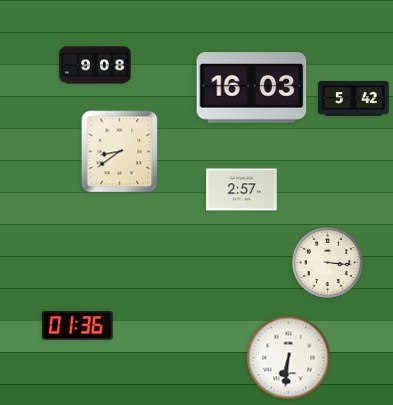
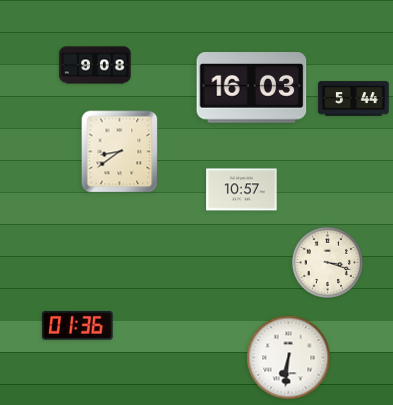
clock at (354, 99): 5:42 -> 5:44
clock at (242, 190): 2:57 -> 10:57
clock at (327, 262): 3:16 -> 3:18
